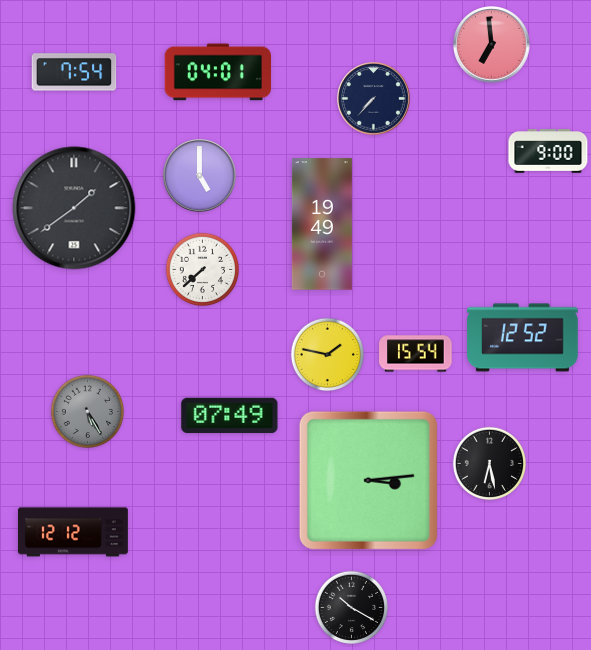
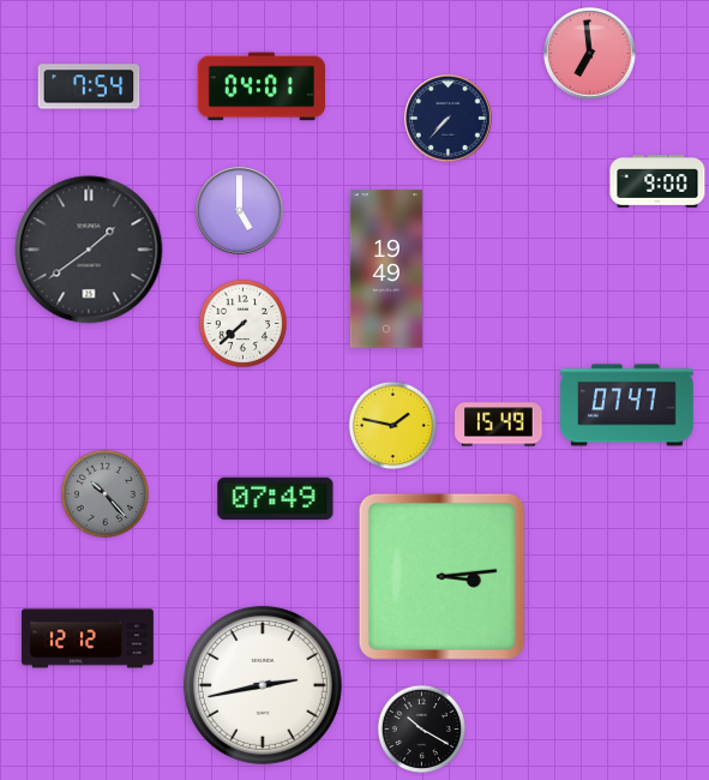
clock at (523, 338): 12:52 -> 07:47
clock at (416, 354): 15:54 -> 15:49
clock at (87, 411): 5:25 -> 10:23
clock at (489, 463): 6:28 -> none
clock at (263, 685): none -> 2:43
